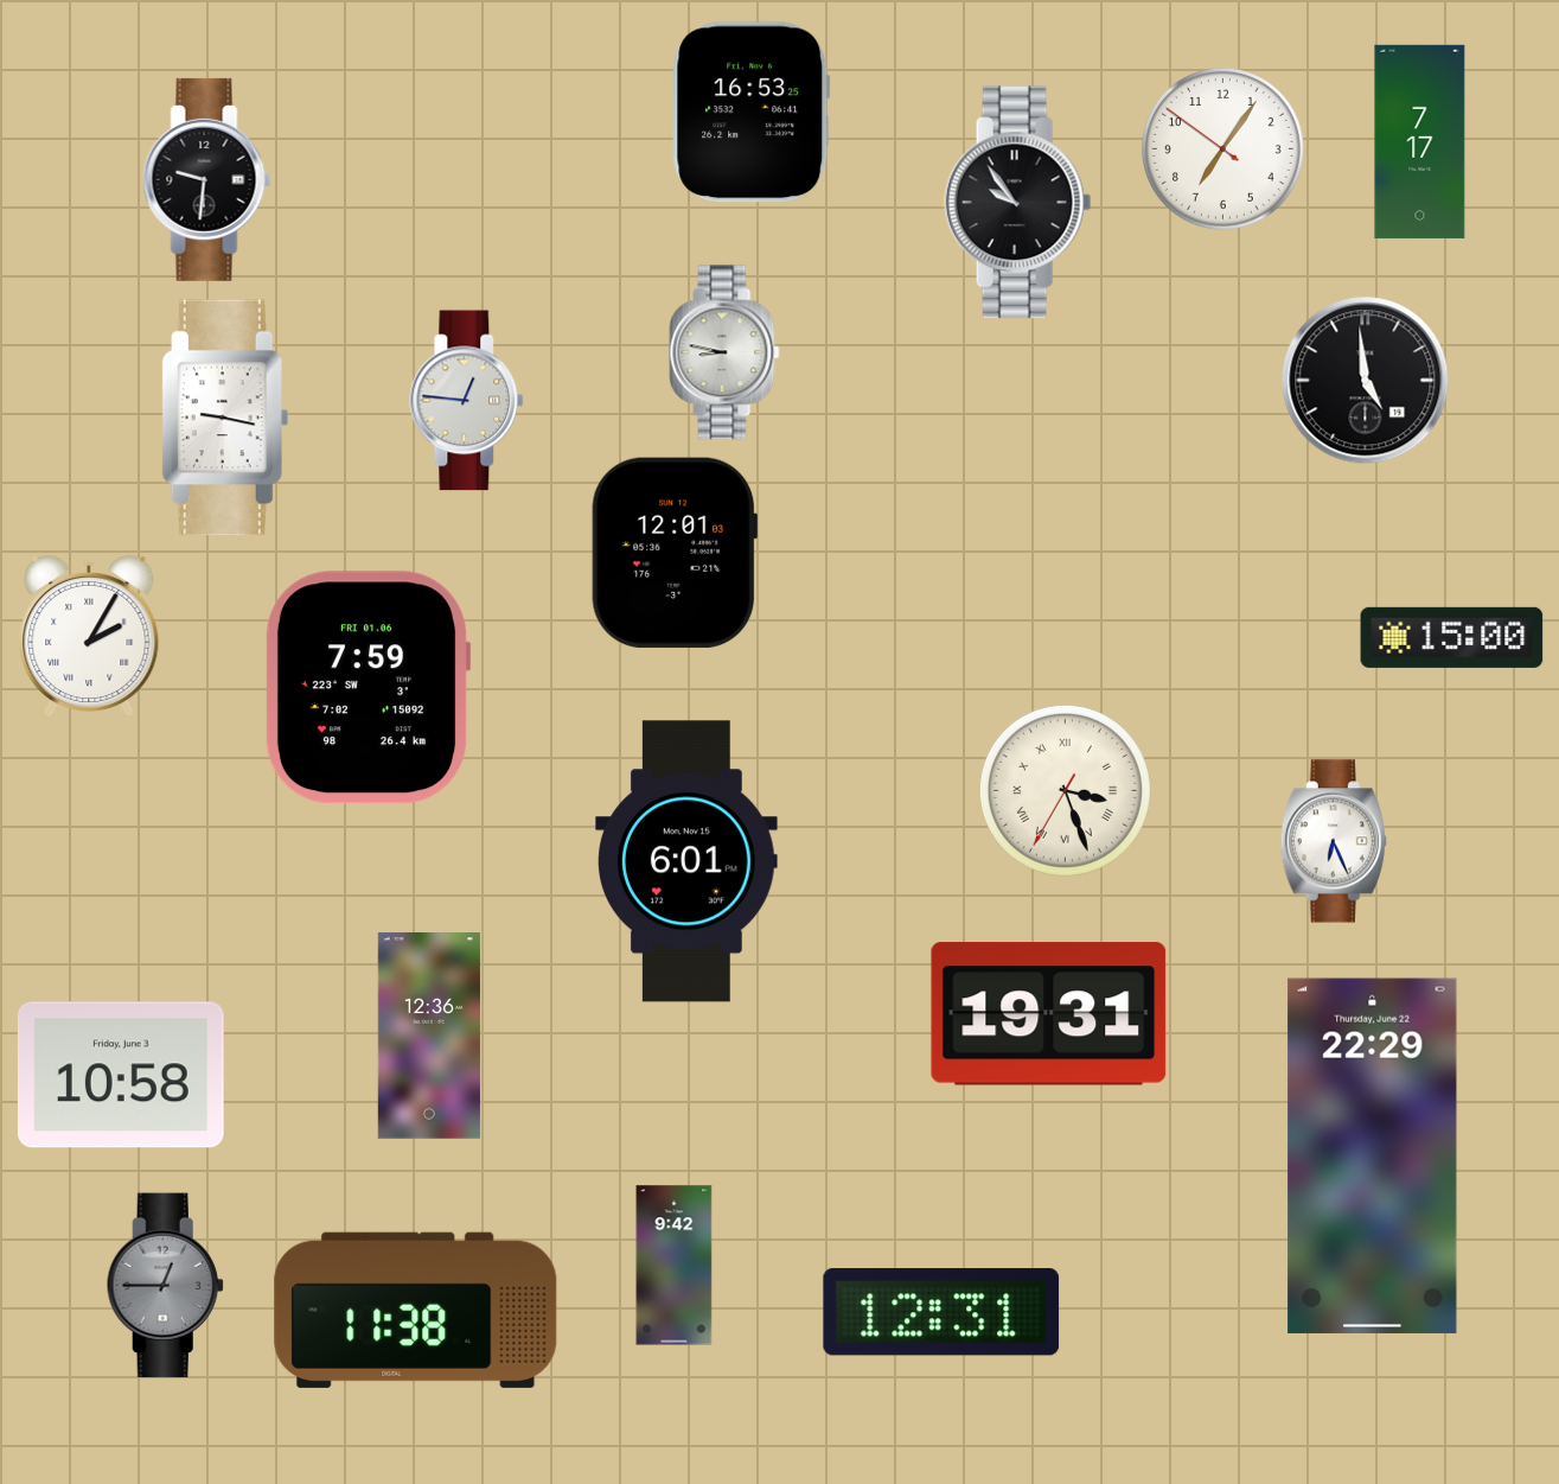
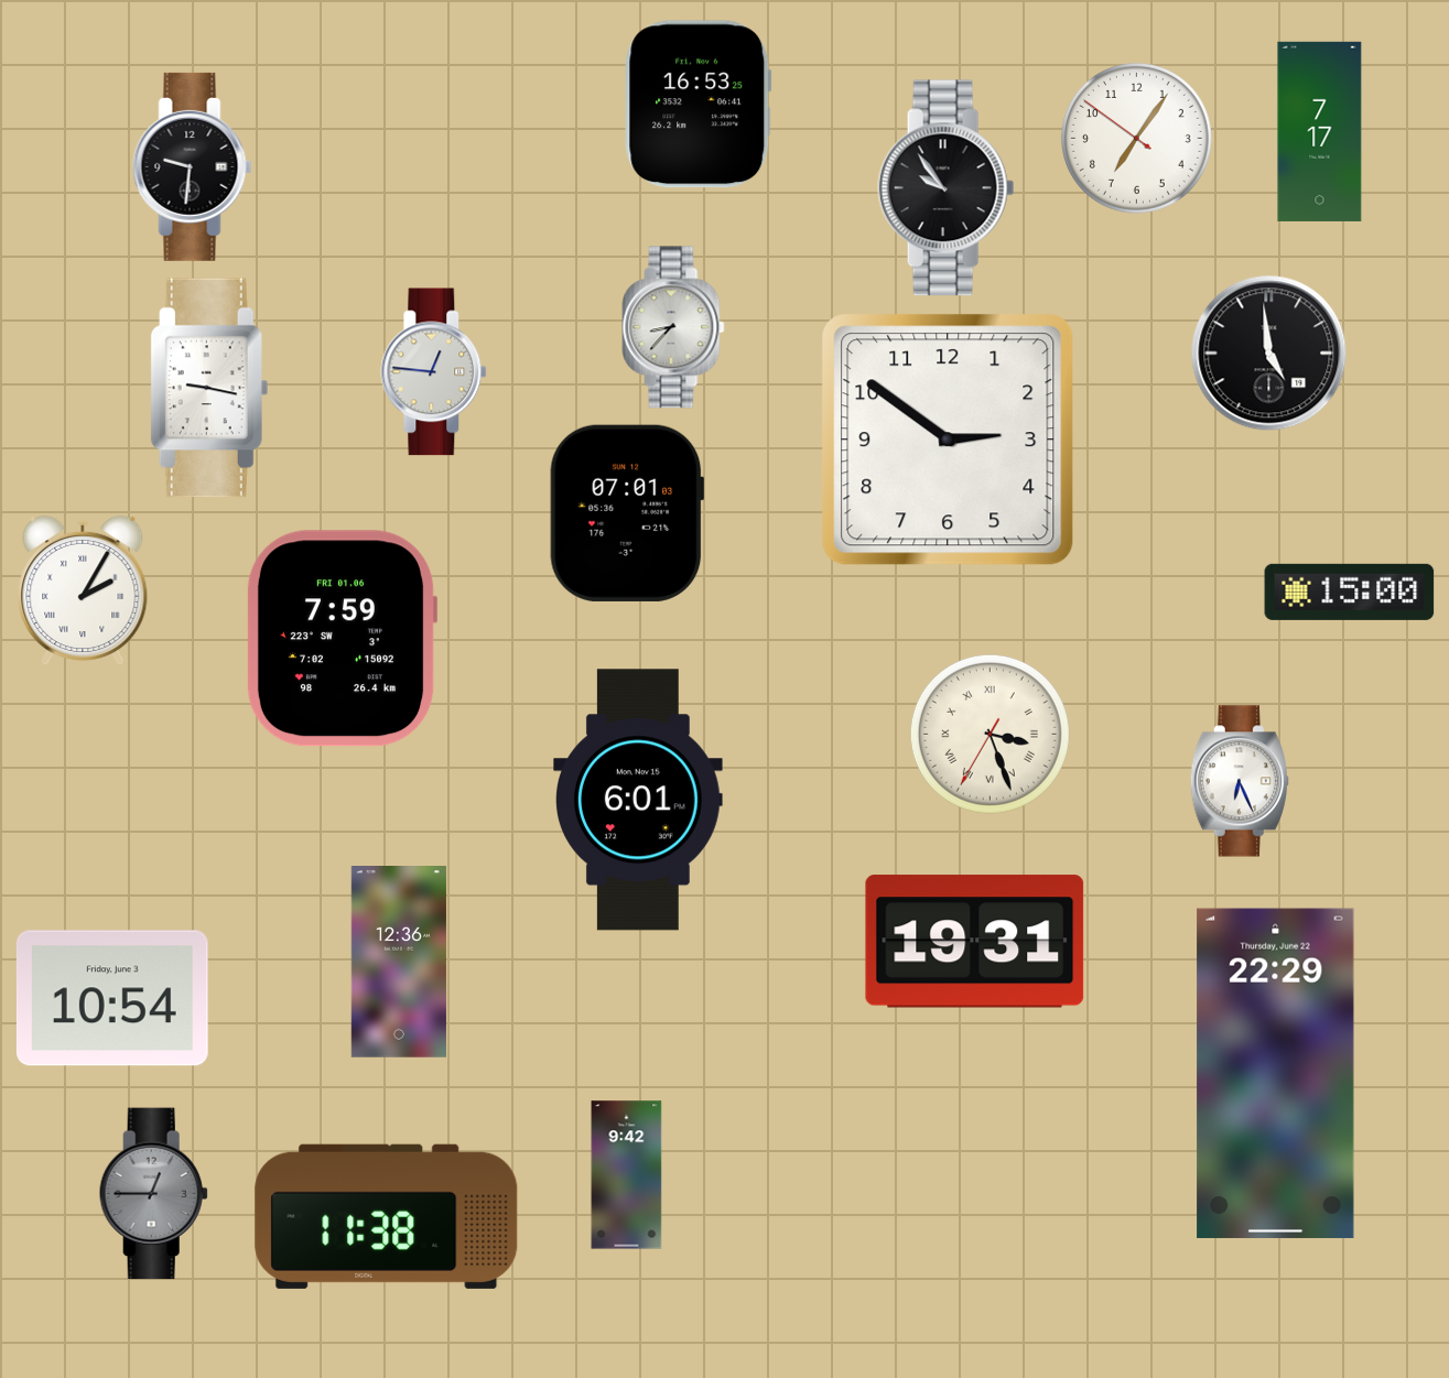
clock at (724, 352): 8:47 -> 8:37
clock at (948, 440): none -> 2:51
clock at (675, 553): 12:01 -> 07:01
clock at (121, 1075): 10:58 -> 10:54
clock at (941, 1312): 12:31 -> none
